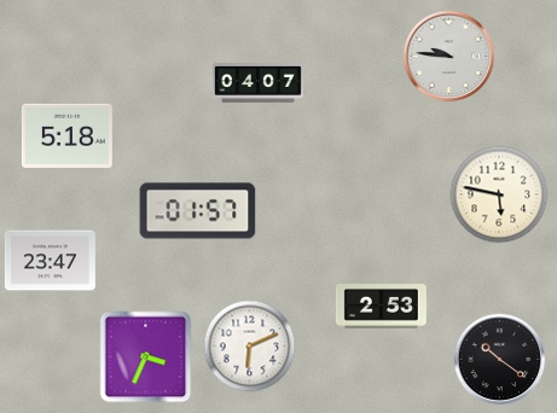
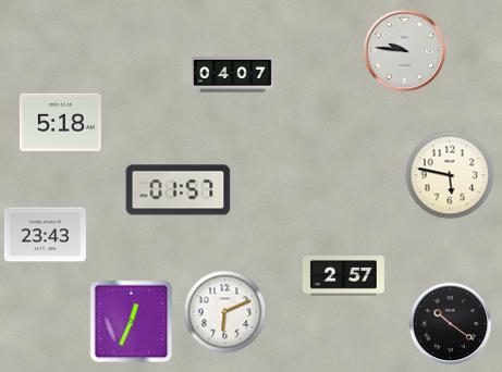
clock at (50, 261): 23:47 -> 23:43
clock at (381, 307): 2:53 -> 2:57
clock at (146, 357): 3:34 -> 12:34
